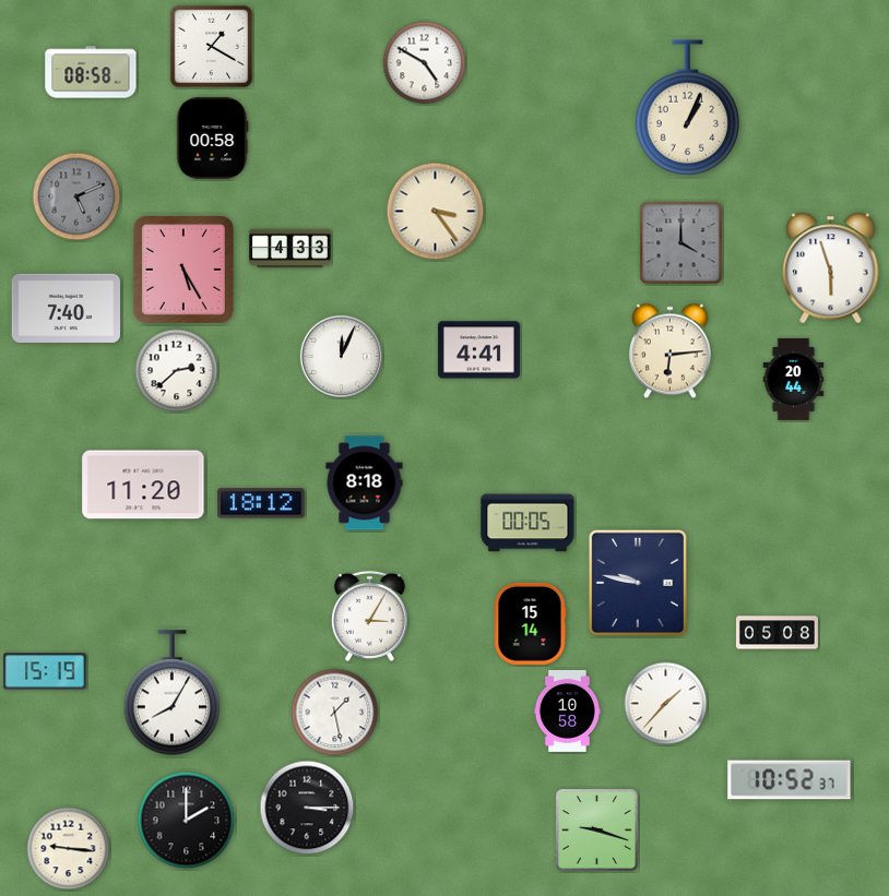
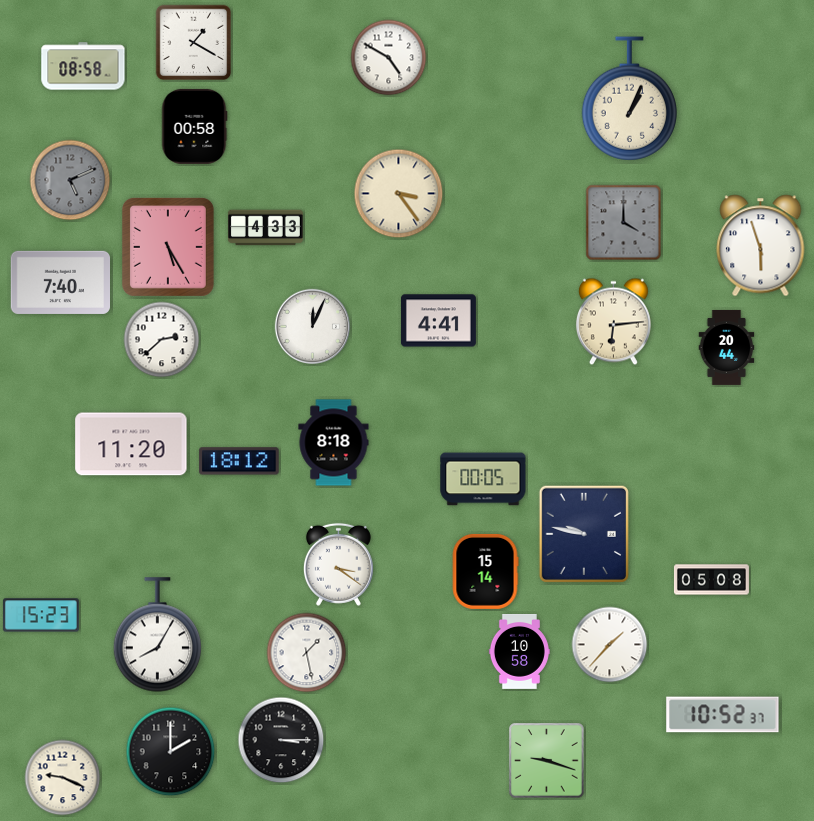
clock at (369, 616): 3:05 -> 3:21
clock at (45, 671): 15:19 -> 15:23
clock at (69, 849): 9:16 -> 9:19
